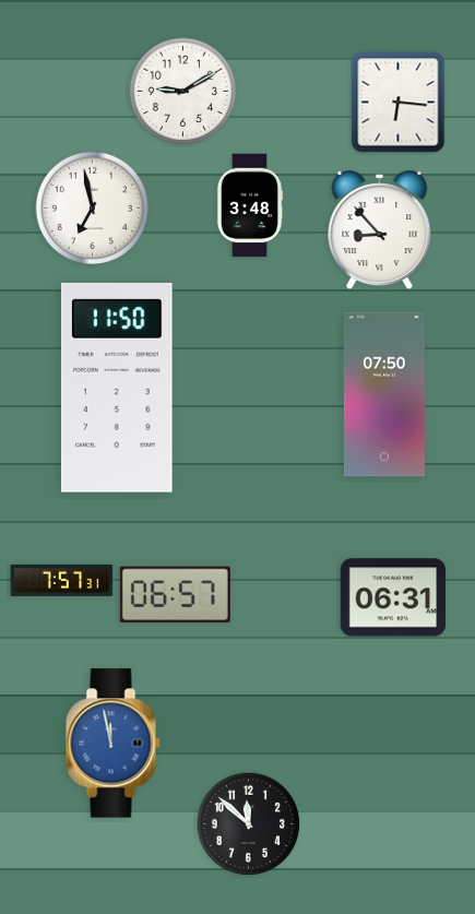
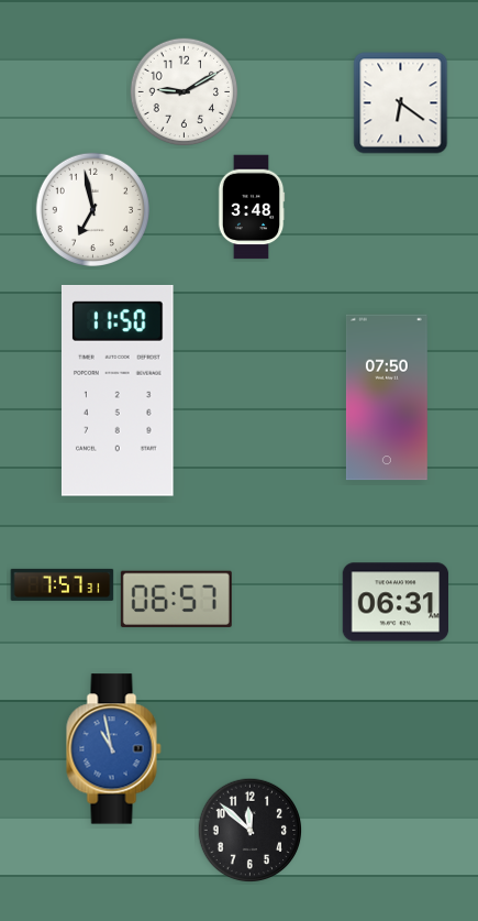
clock at (399, 103): 6:16 -> 6:21
clock at (380, 230): 8:53 -> none
clock at (114, 744): 11:58 -> 10:58
